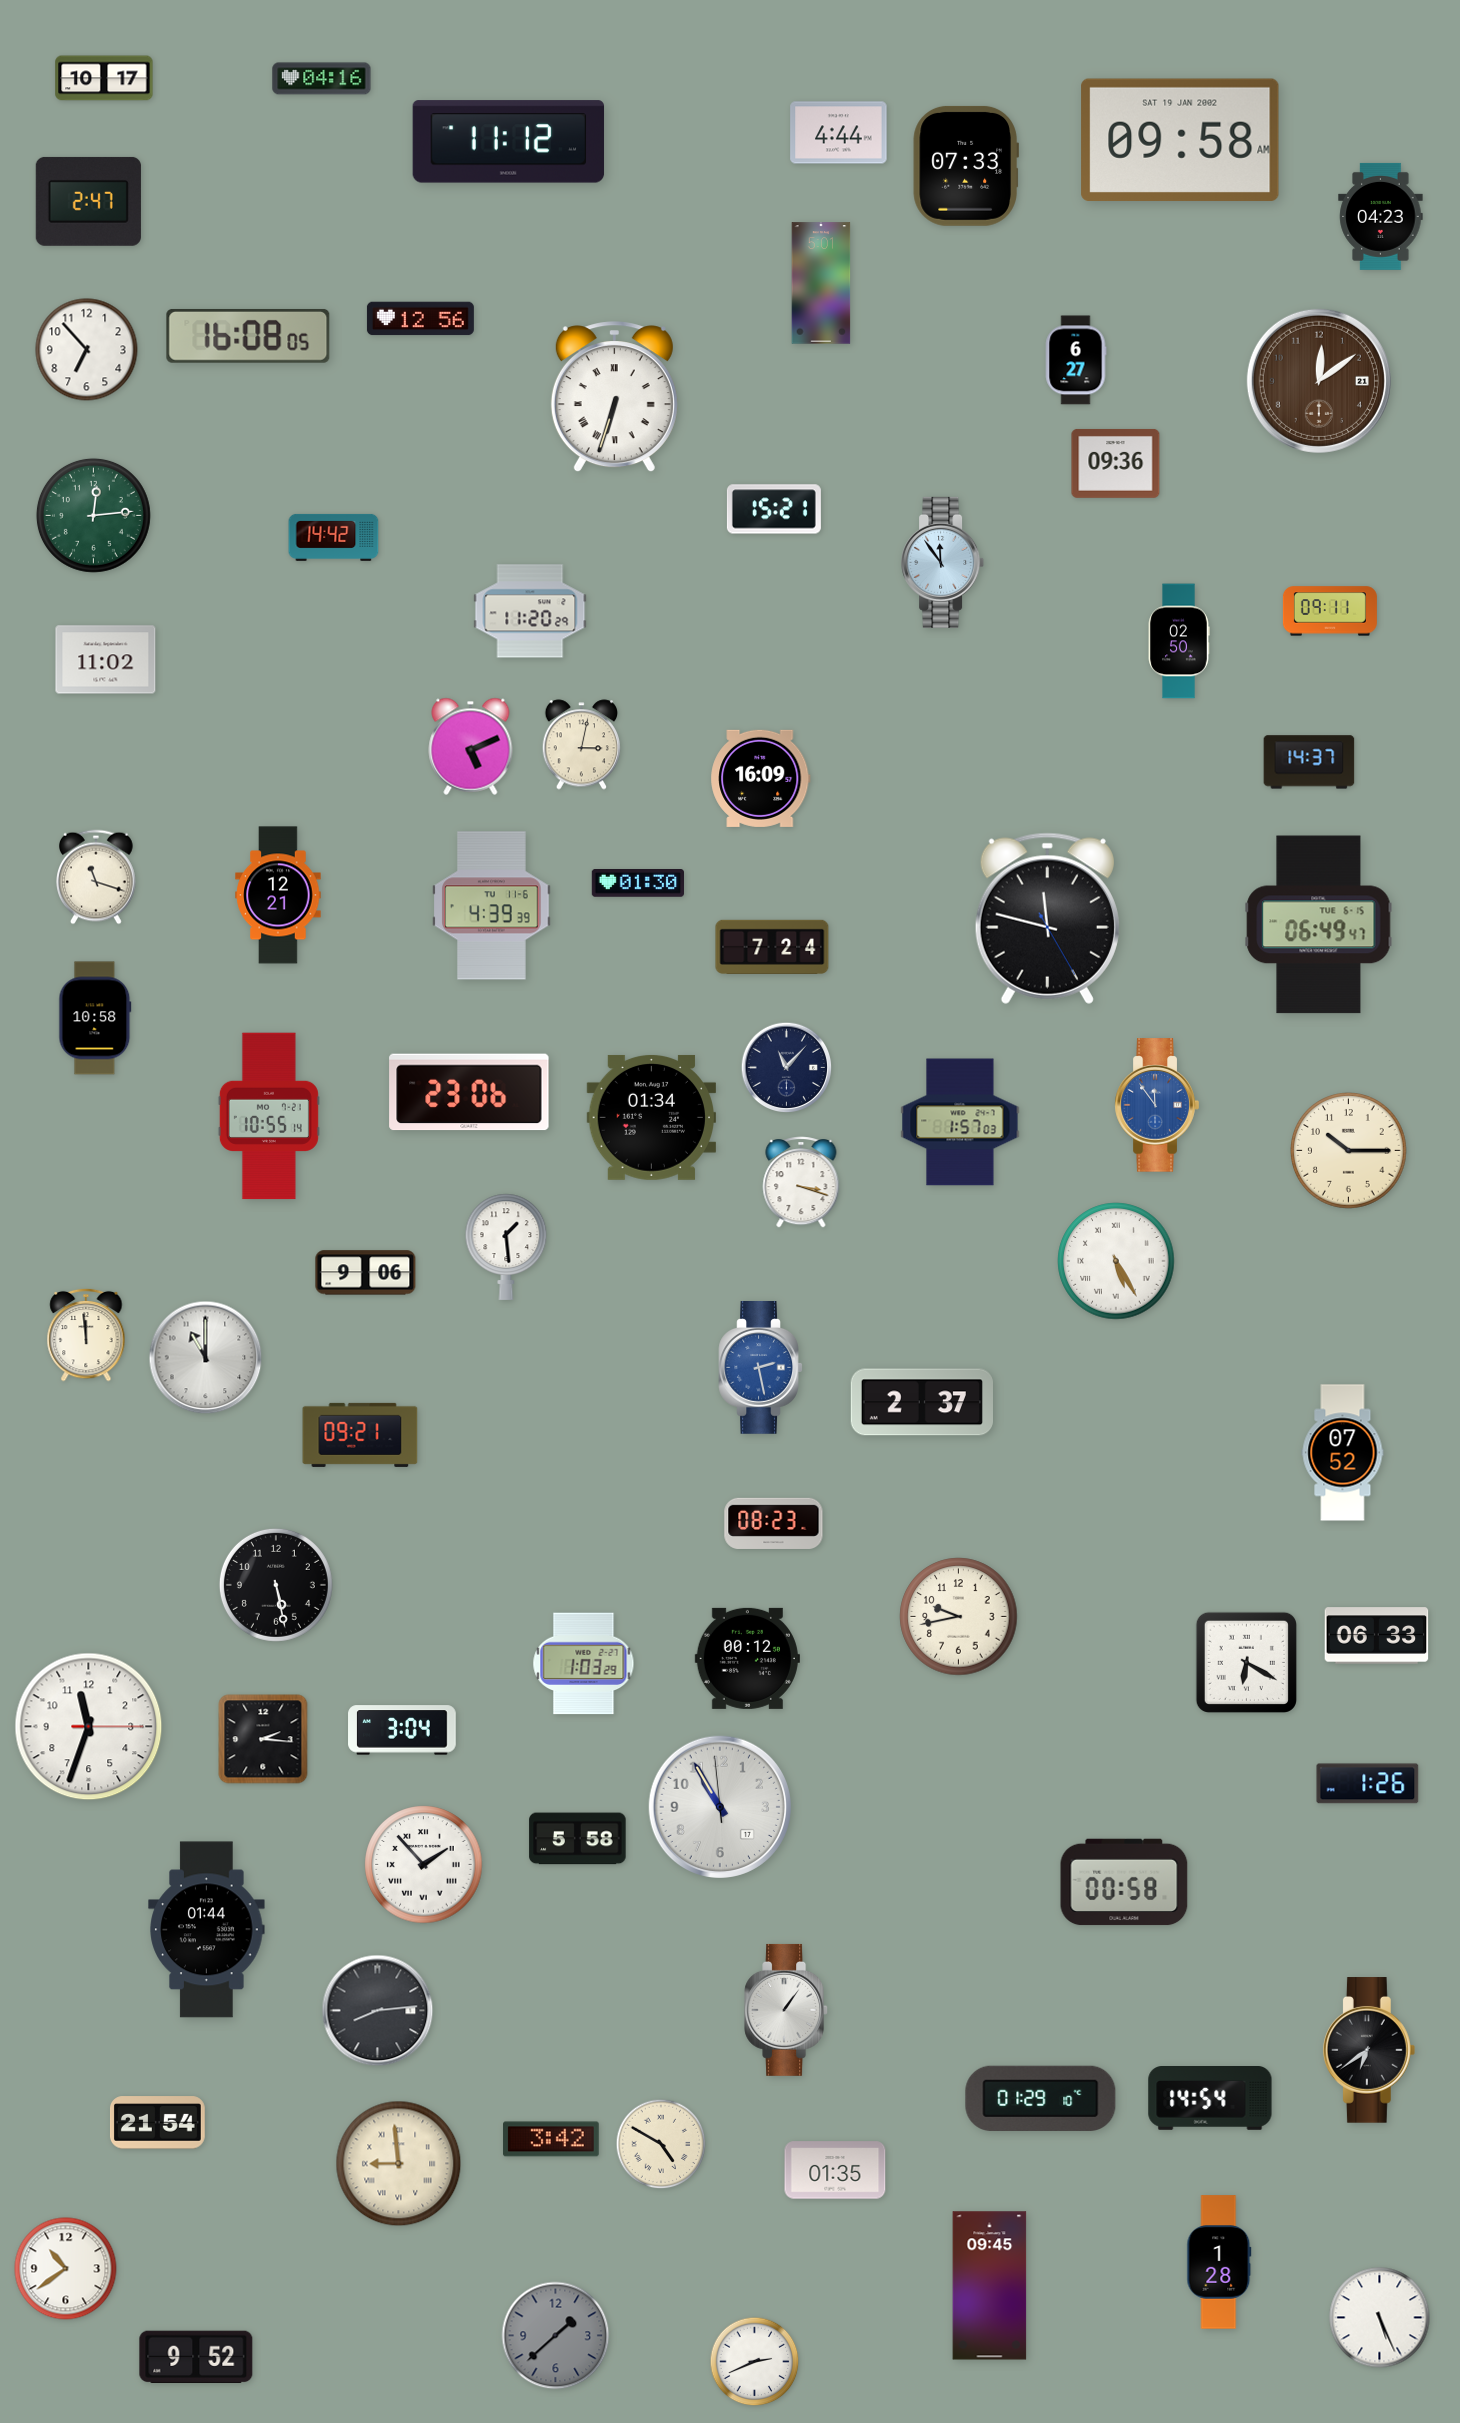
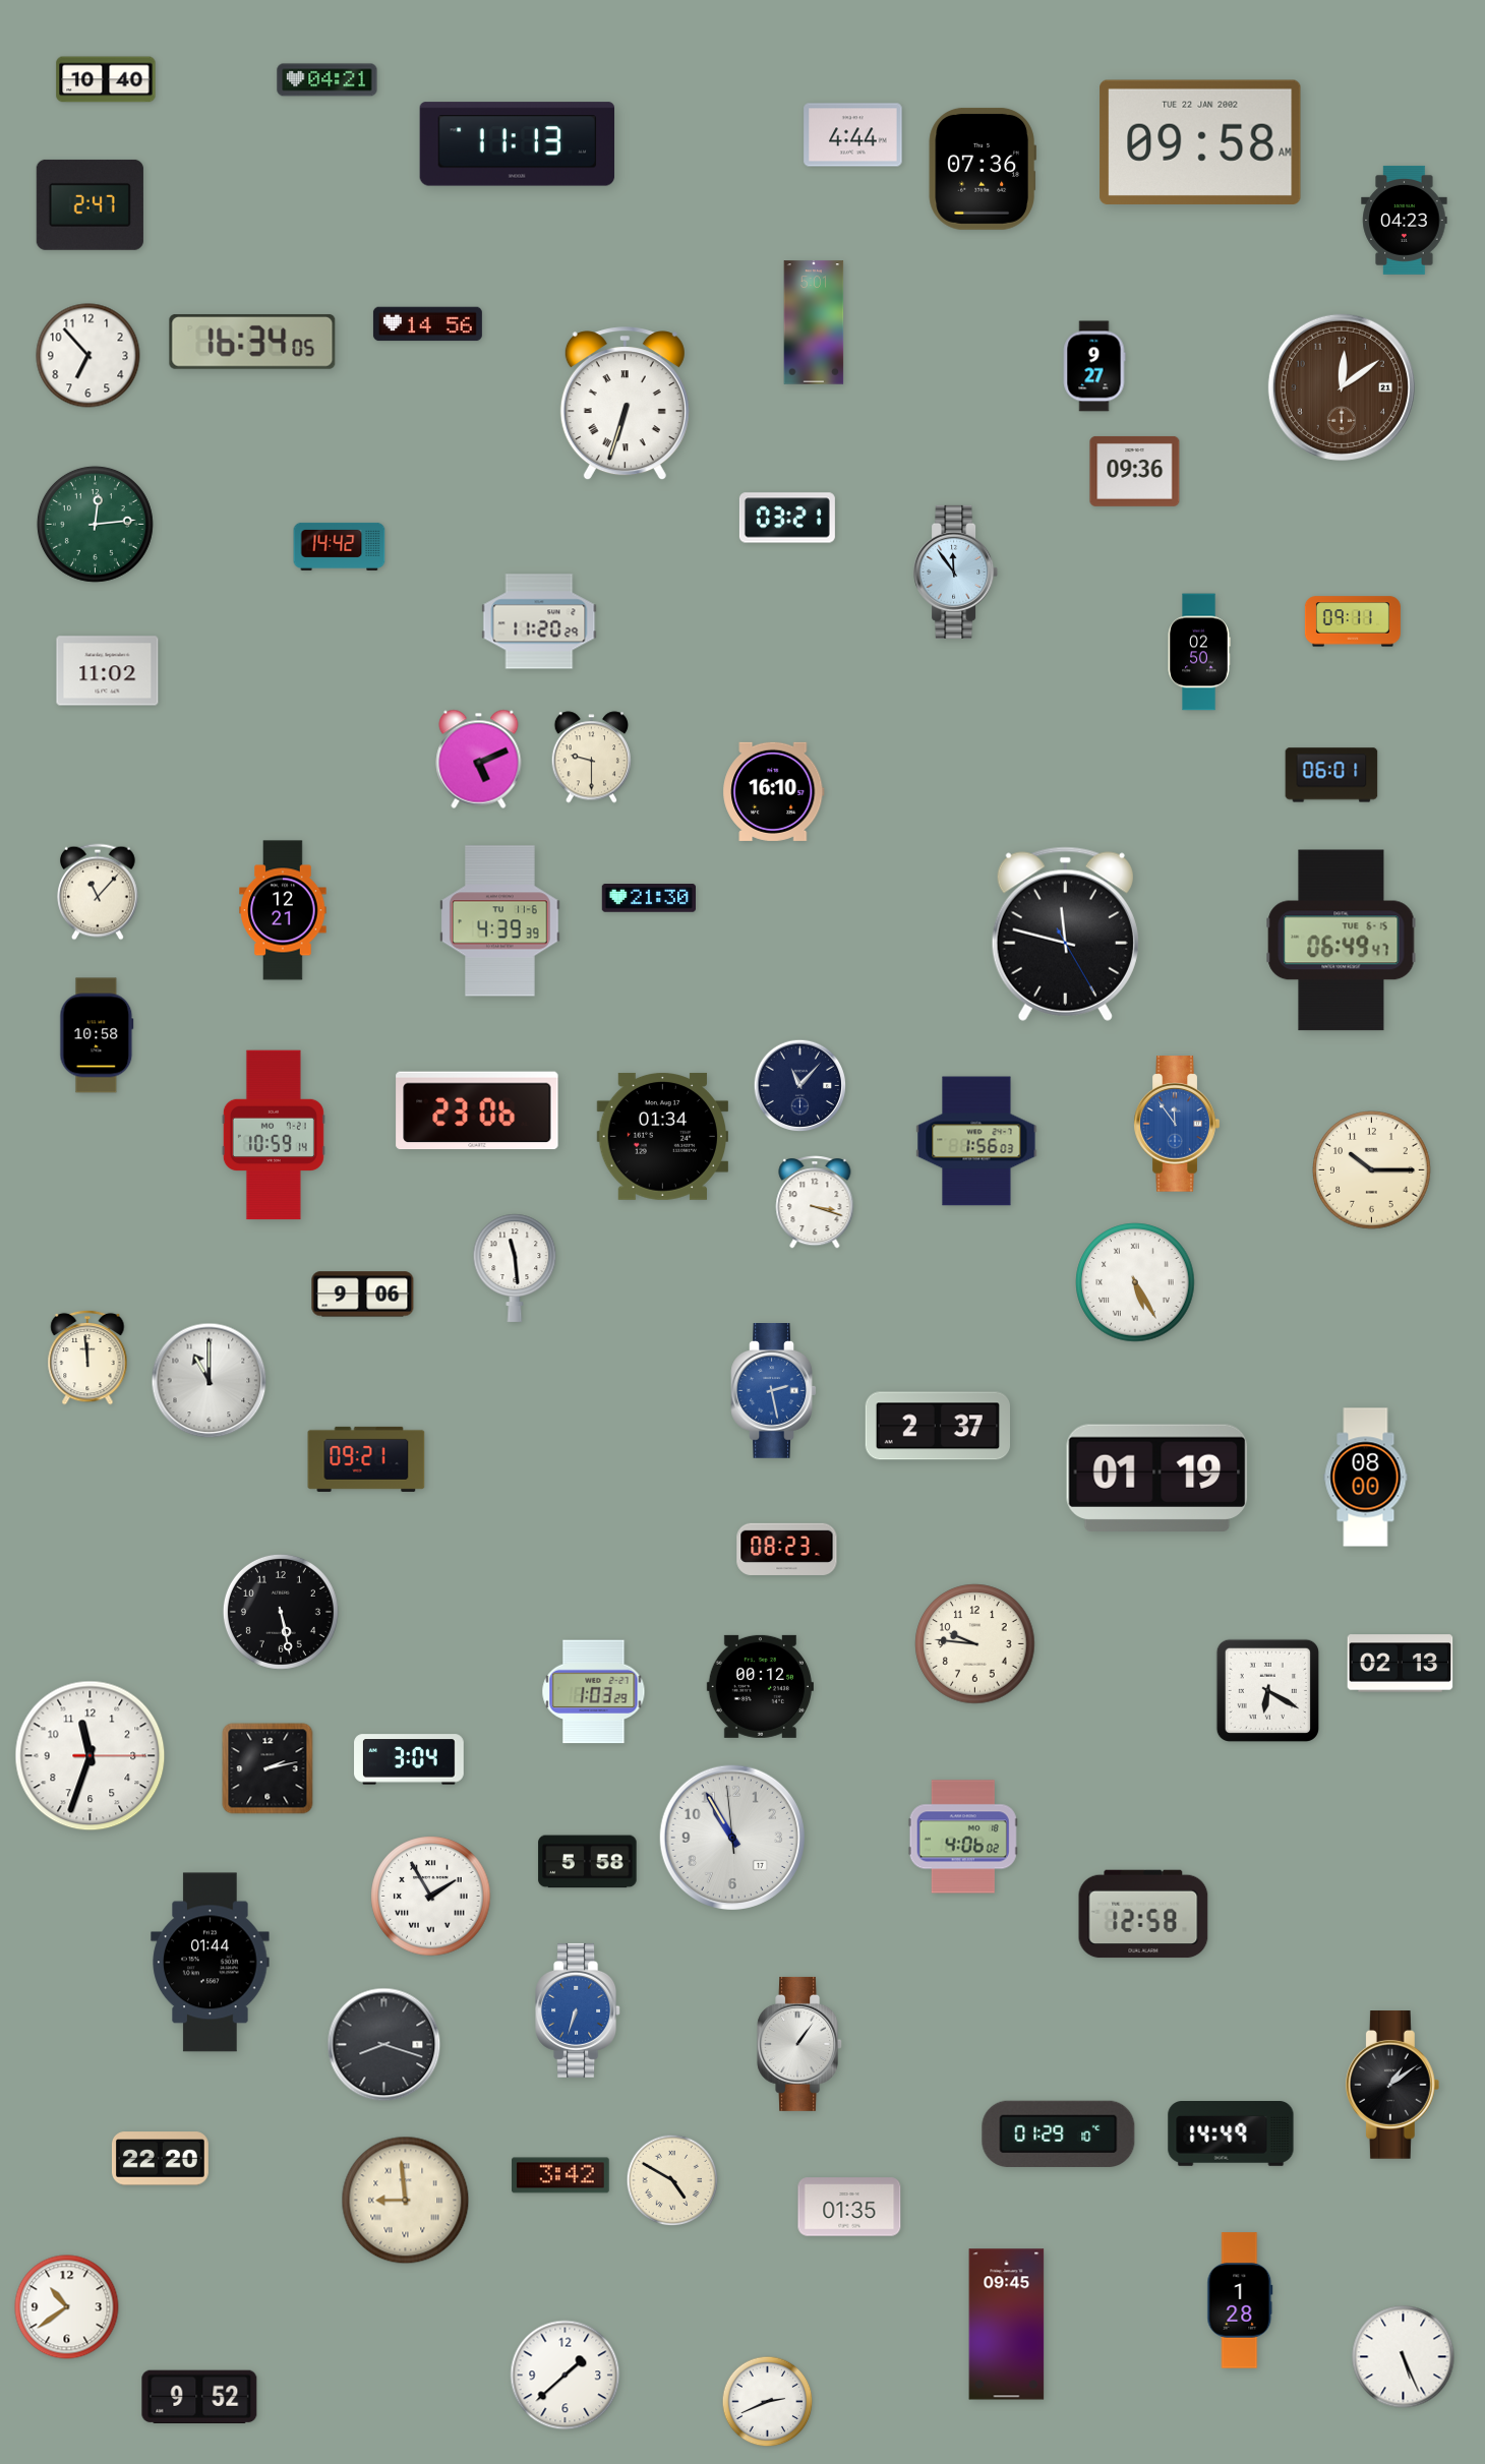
clock at (104, 78): 10:17 -> 10:40
clock at (322, 79): 04:16 -> 04:21
clock at (1180, 139) date: SAT 19 JAN 2002 -> TUE 22 JAN 2002
clock at (509, 142): 11:12 -> 11:13
clock at (966, 166): 07:33 -> 07:36
clock at (821, 283) position: (821, 283) -> (814, 322)
clock at (420, 319): 12:56 -> 14:56
clock at (248, 336): 16:08 -> 16:34
clock at (1076, 360): 6:27 -> 9:27
clock at (774, 509): 15:21 -> 03:21
clock at (943, 562) position: (943, 562) -> (956, 572)
clock at (582, 745): 3:02 -> 9:30
clock at (1309, 762): 14:37 -> 06:01
clock at (761, 778): 16:09 -> 16:10
clock at (97, 877): 11:18 -> 11:07
clock at (637, 883): 01:30 -> 21:30
clock at (772, 947): 7:24 -> none
clock at (269, 1116): 10:55 -> 10:59
clock at (960, 1122): 1:57 -> 1:56
clock at (506, 1247): 1:29 -> 11:29
clock at (366, 1273) position: (366, 1273) -> (363, 1295)
clock at (1157, 1478): none -> 01:19
clock at (1343, 1453): 07:52 -> 08:00
clock at (959, 1617): 9:43 -> 9:46
clock at (1377, 1636): 06:33 -> 02:13
clock at (263, 1739): 2:16 -> 2:13
clock at (1368, 1784): 1:26 -> none
clock at (963, 1837): none -> 4:06
clock at (578, 1839) position: (578, 1839) -> (588, 1862)
clock at (424, 1865): 1:53 -> 1:55
clock at (1124, 1882): 00:58 -> 12:58
clock at (579, 2010): none -> 6:33
clock at (378, 2011): 8:14 -> 8:18
clock at (1369, 2050): 6:39 -> 1:09
clock at (1210, 2099): 14:54 -> 14:49
clock at (157, 2123): 21:54 -> 22:20
clock at (556, 2336) dial: grey -> white
